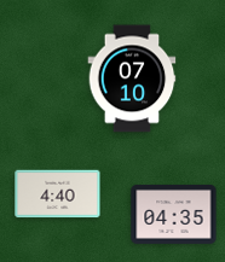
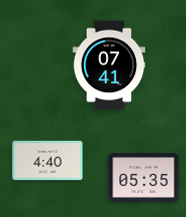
clock at (132, 78): 07:10 -> 07:41
clock at (174, 214): 04:35 -> 05:35
